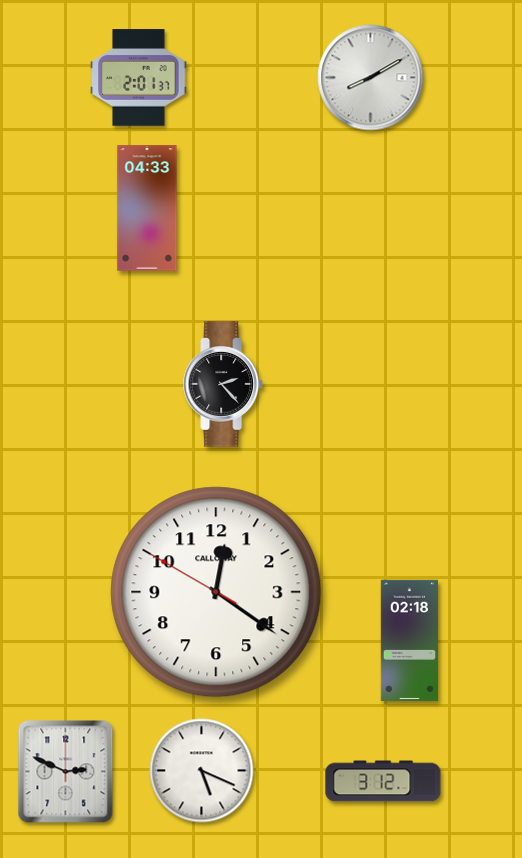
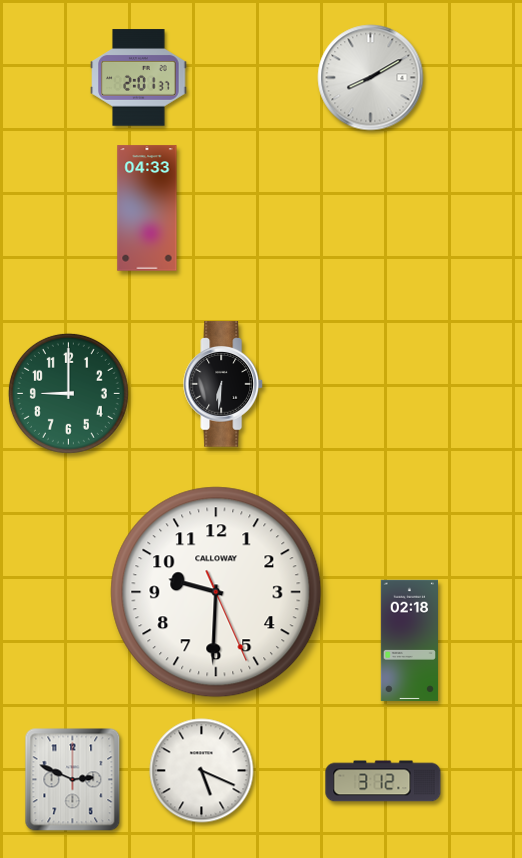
clock at (224, 384): 2:23 -> 6:31
clock at (68, 393): none -> 9:00
clock at (216, 592): 12:20 -> 9:30
clock at (66, 772) position: (66, 772) -> (73, 780)
